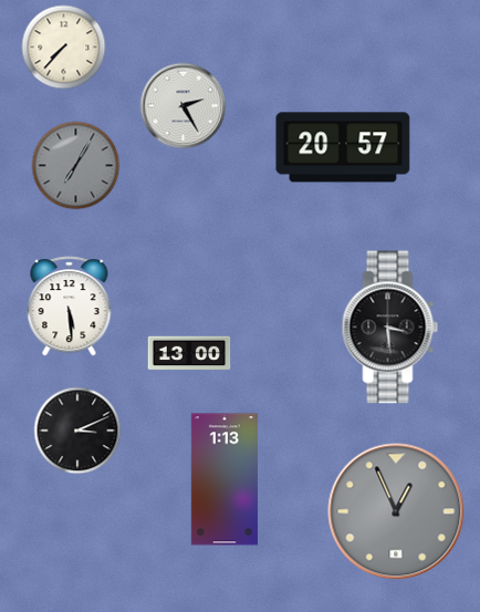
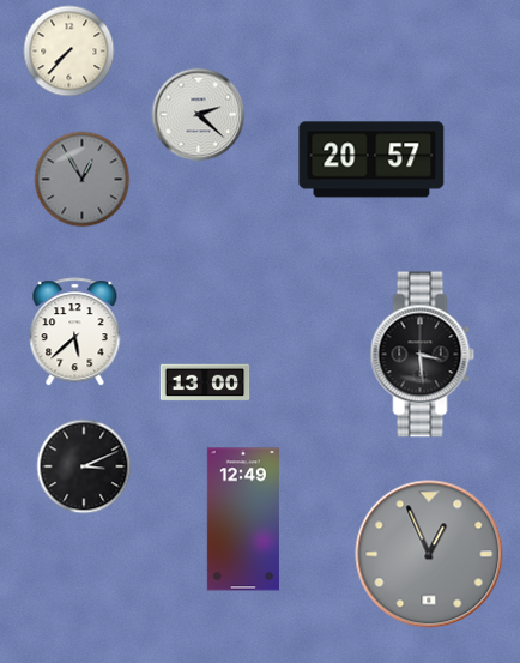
clock at (184, 106): 2:25 -> 2:22
clock at (76, 166): 7:05 -> 12:55
clock at (70, 307): 5:29 -> 5:38
clock at (225, 479): 1:13 -> 12:49
